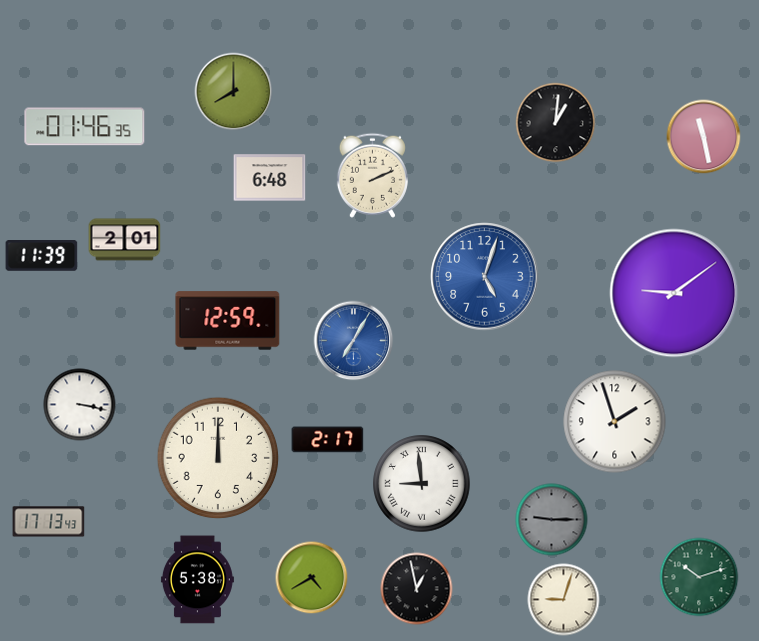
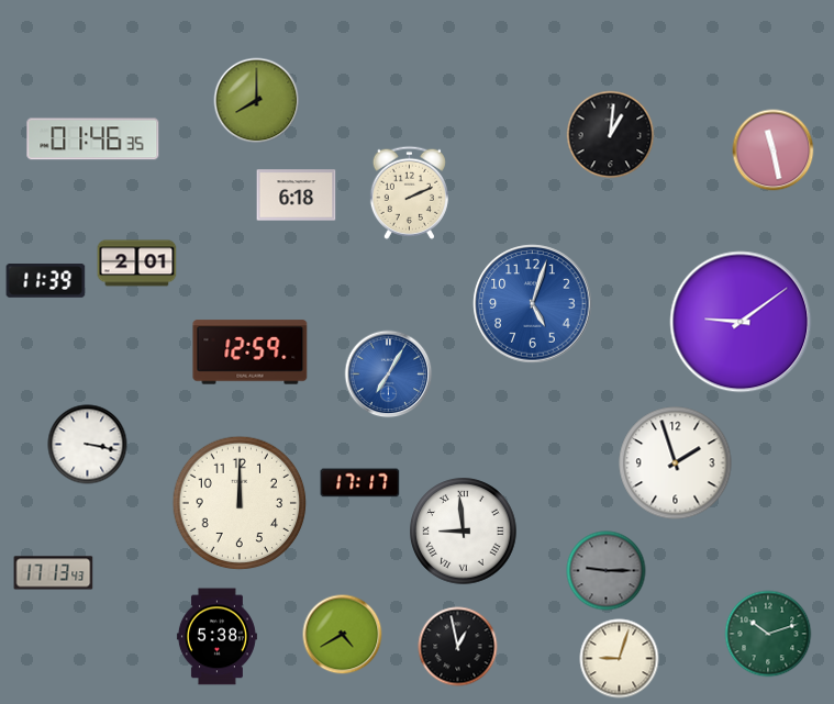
clock at (270, 178): 6:48 -> 6:18
clock at (328, 440): 2:17 -> 17:17
